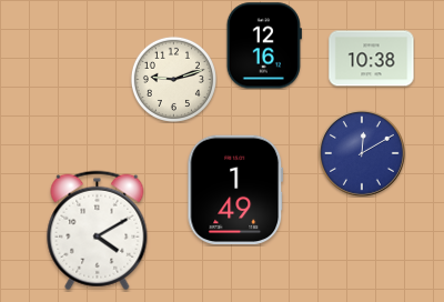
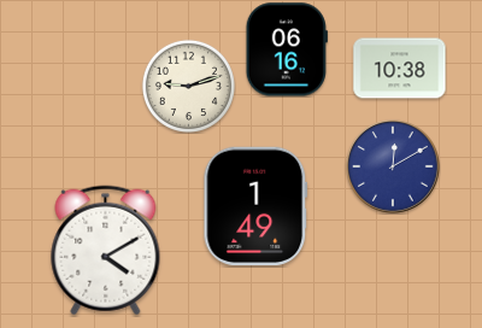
clock at (264, 46): 12:16 -> 06:16
clock at (372, 59) position: (372, 59) -> (400, 69)
